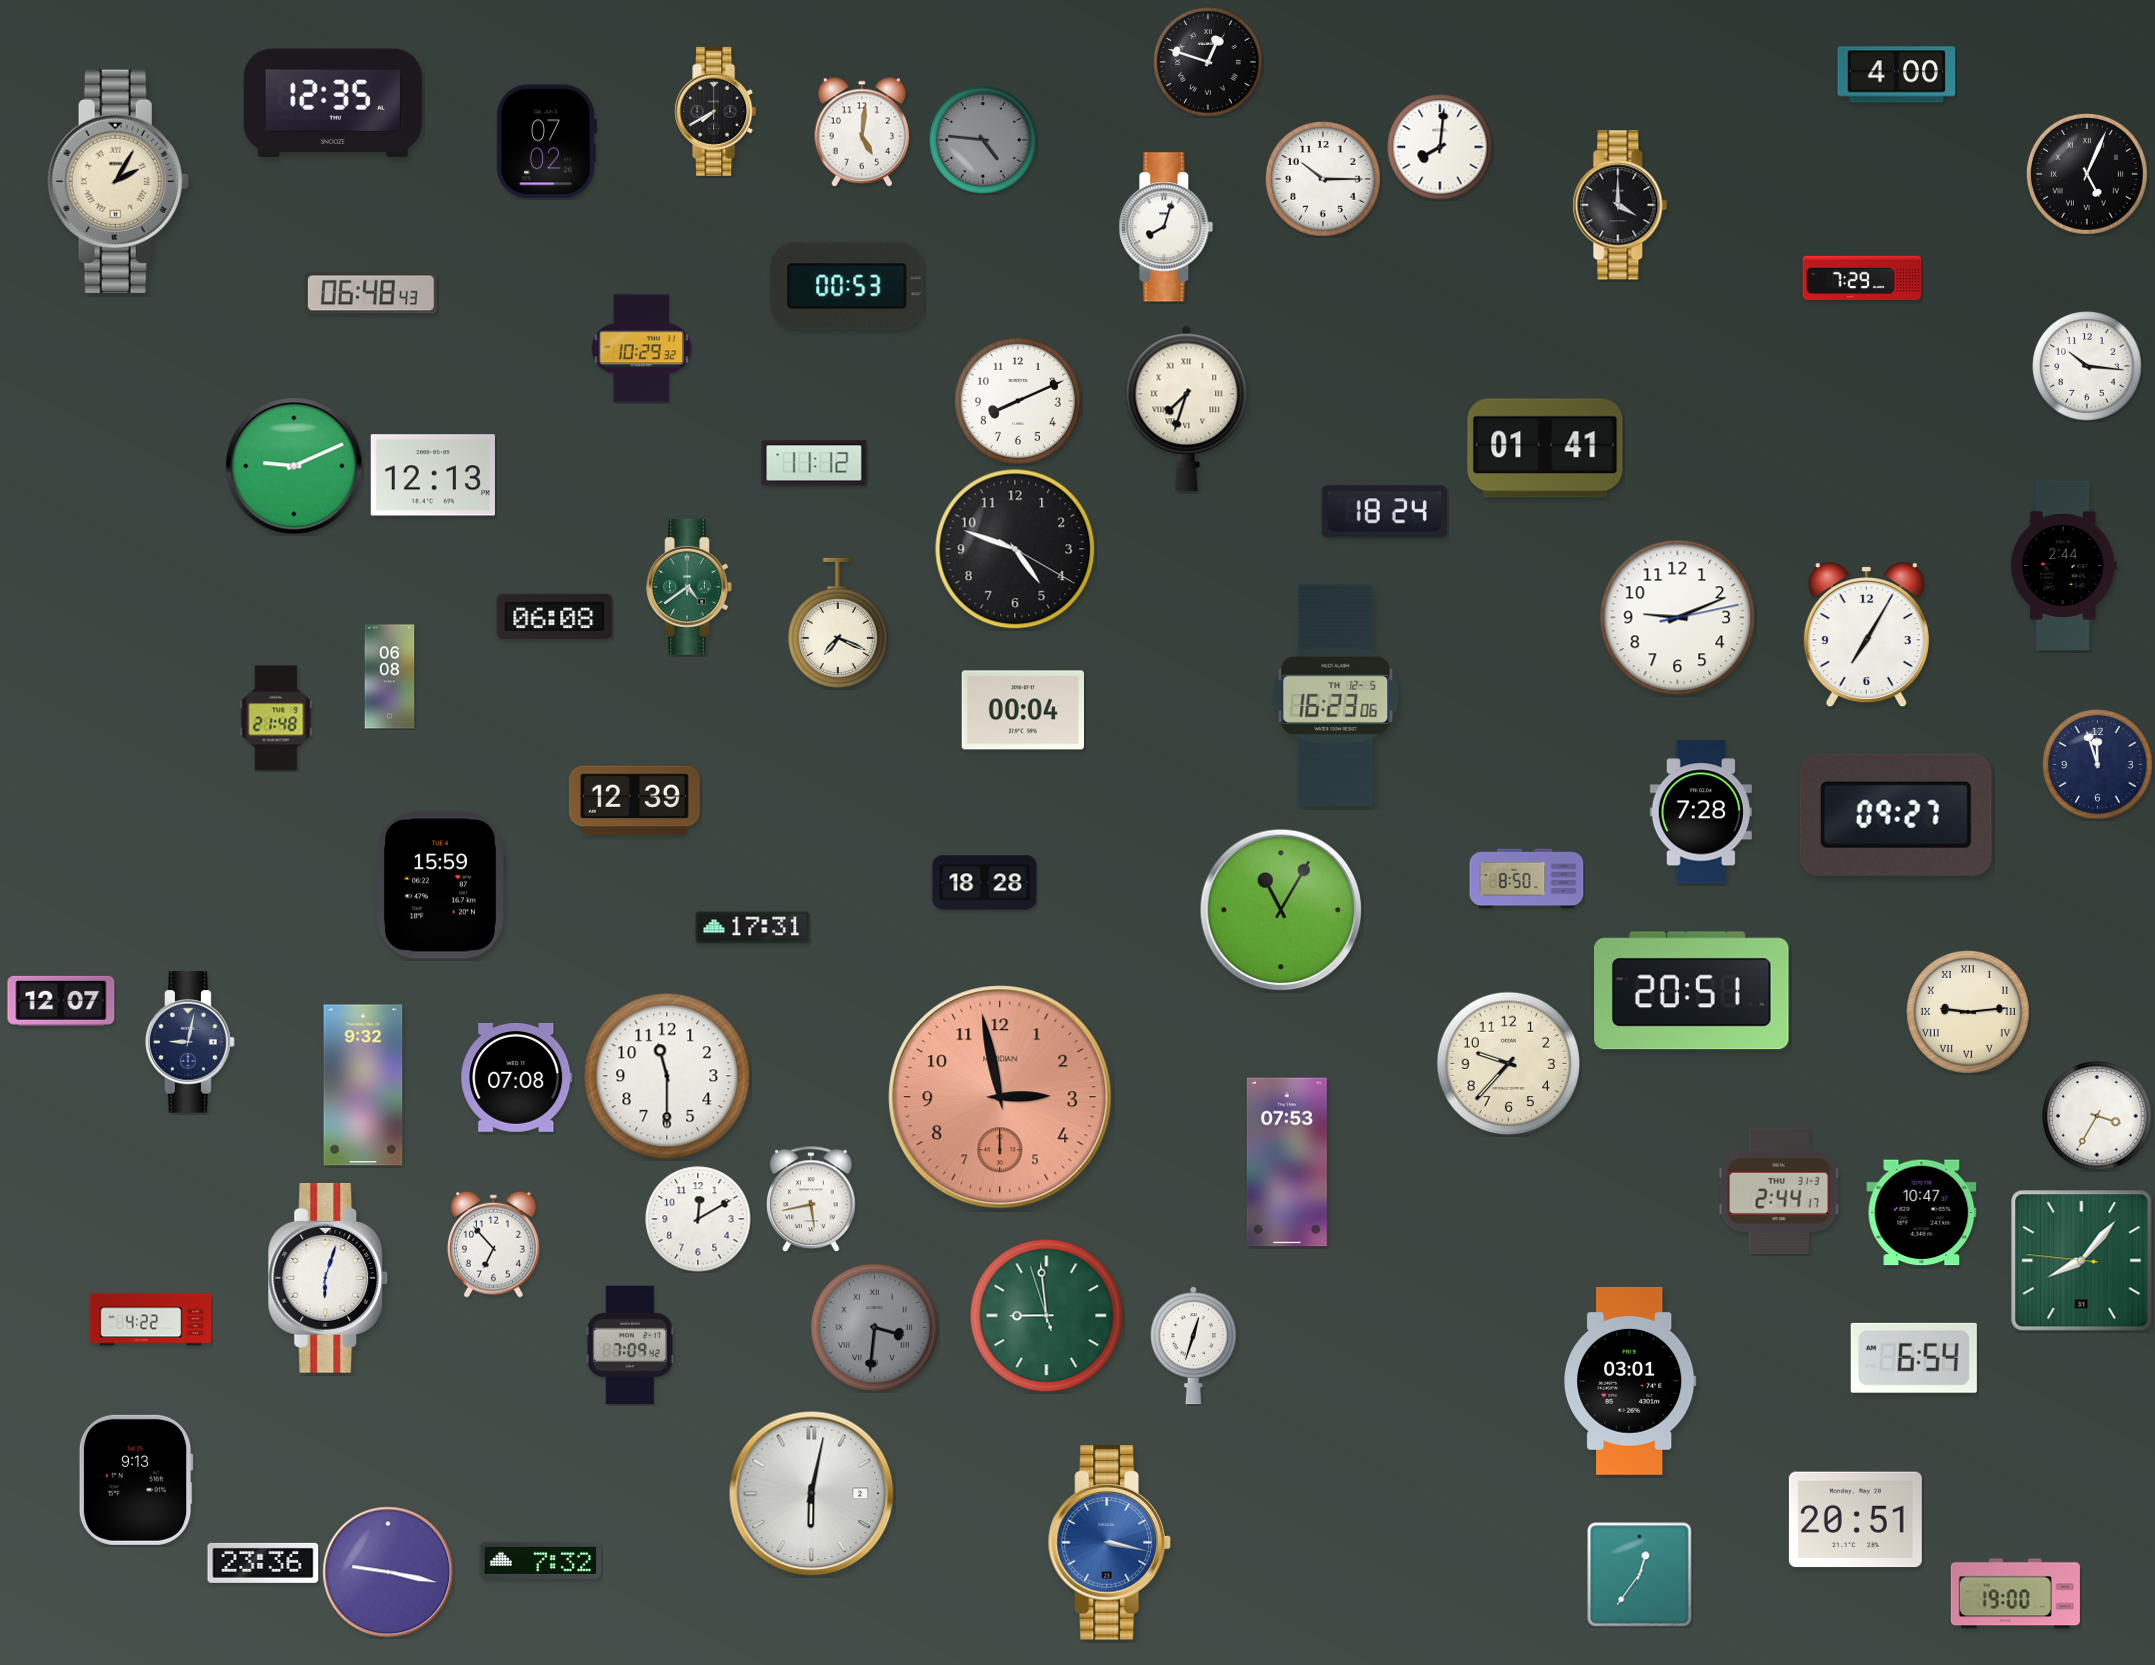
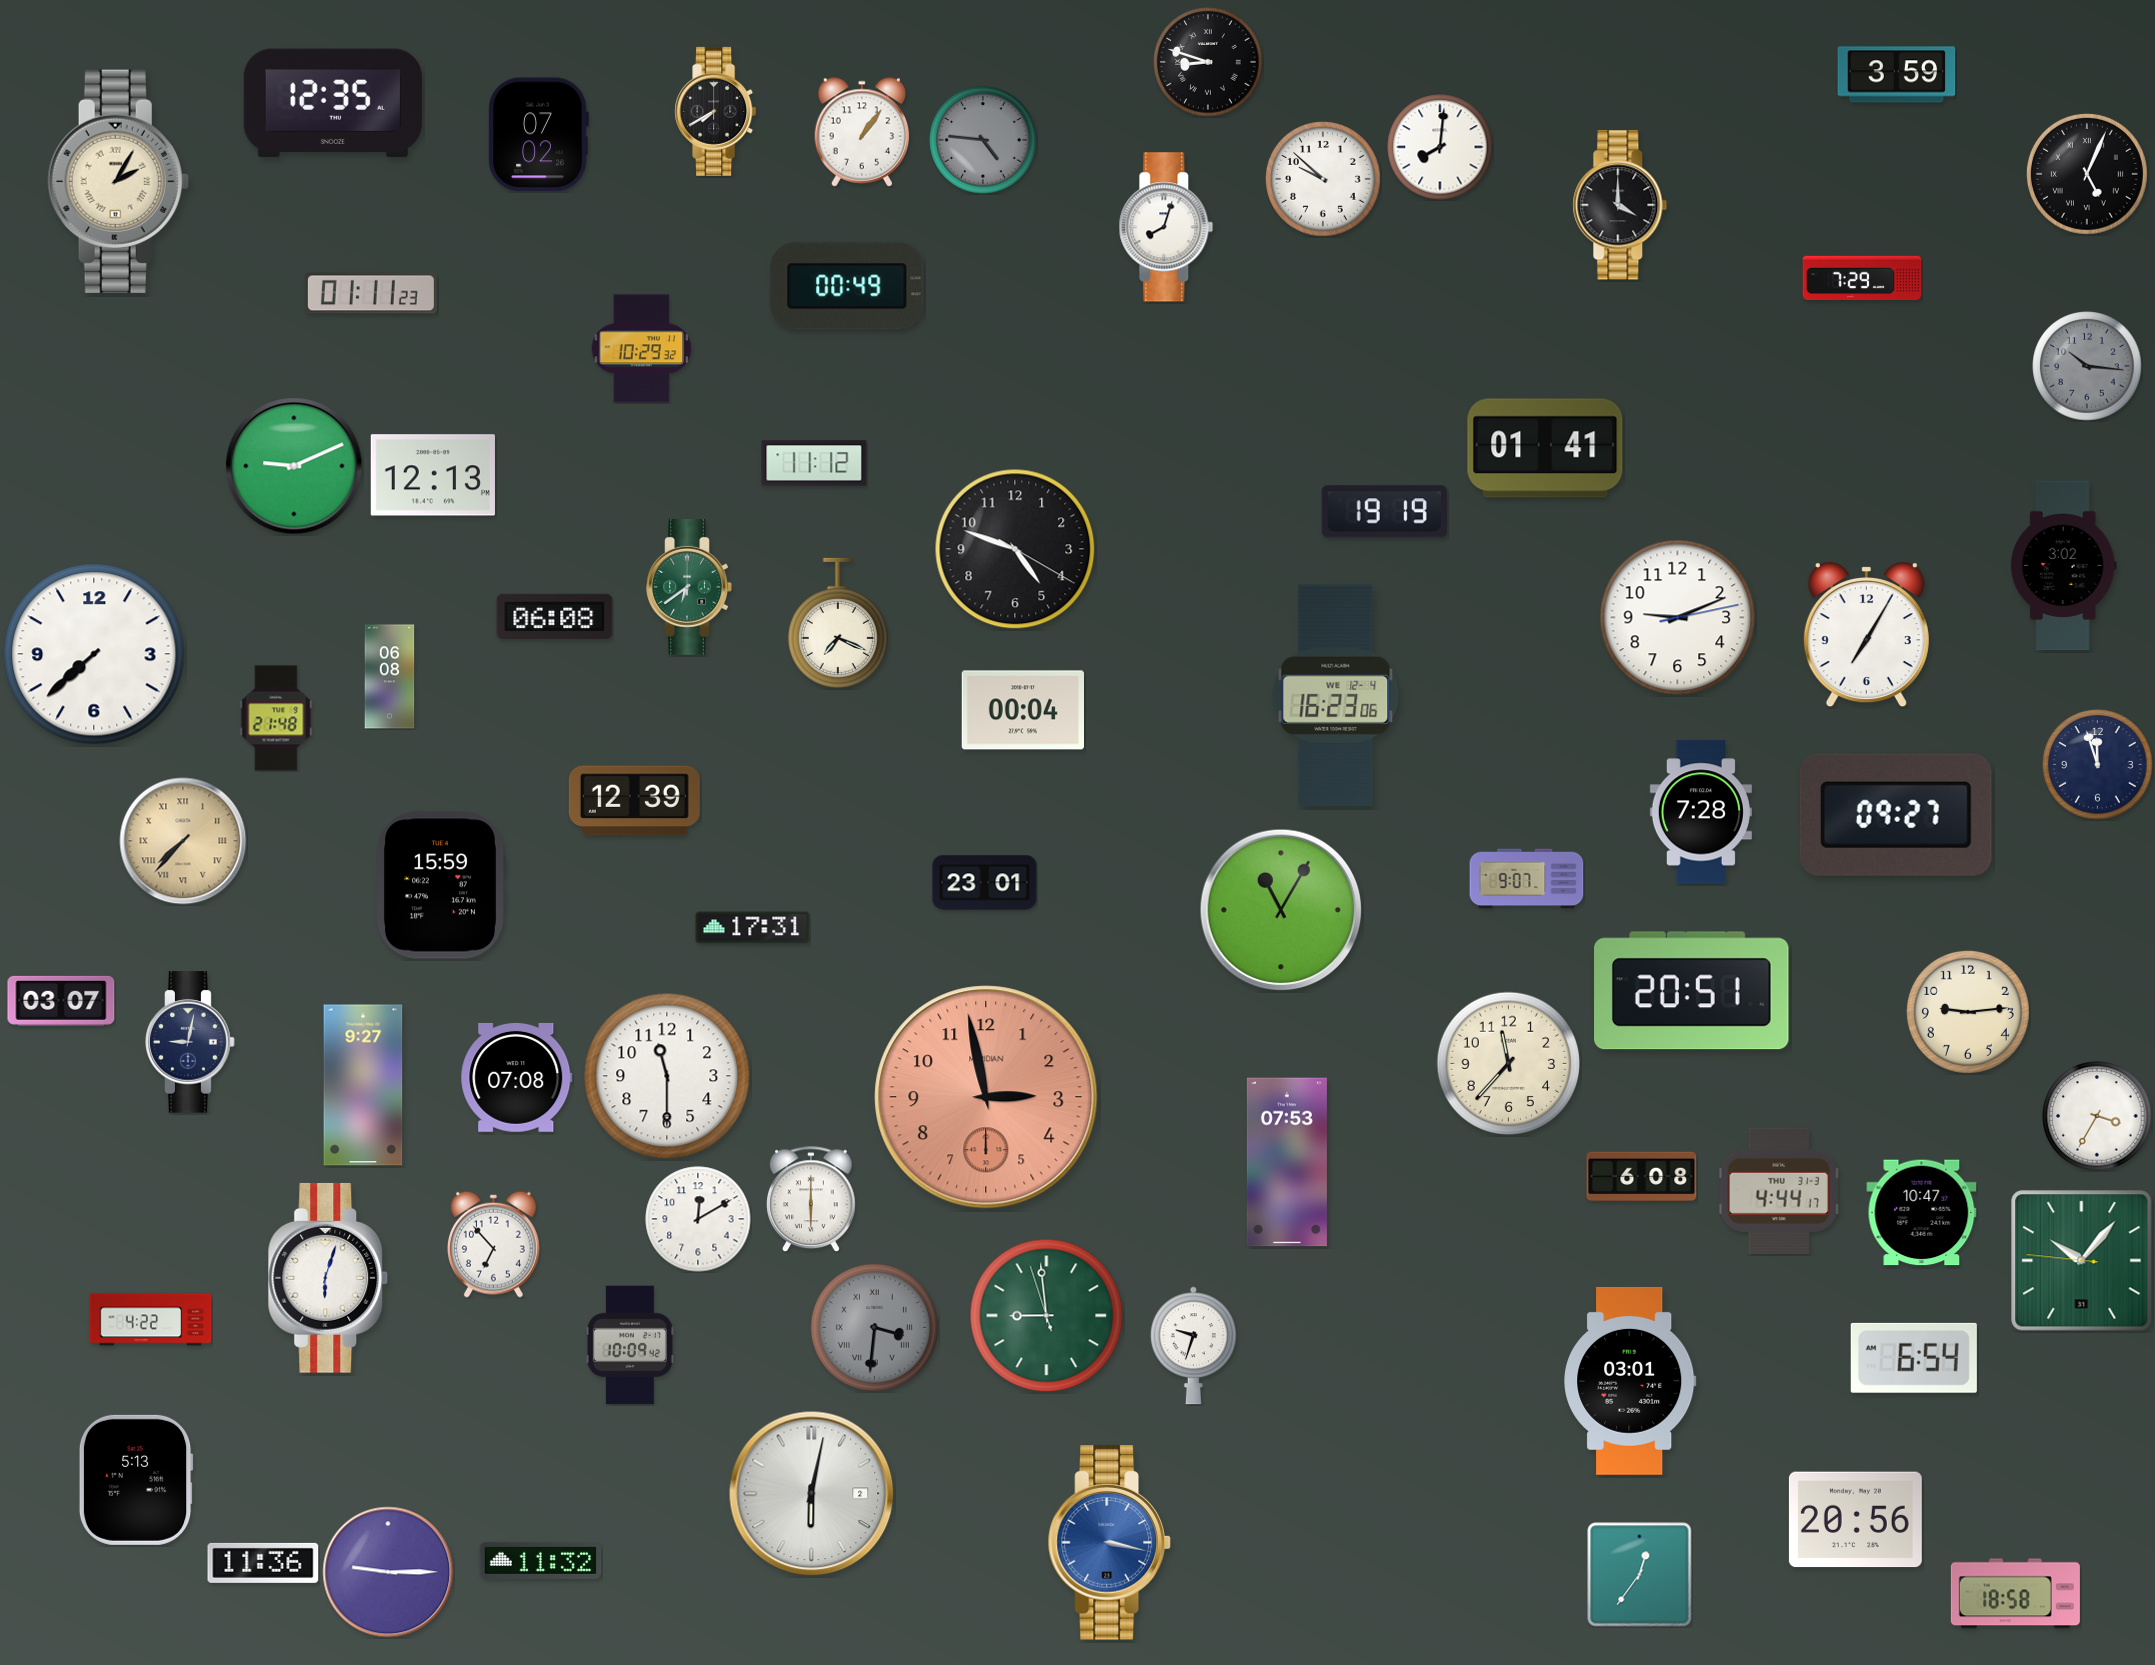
clock at (1208, 62): 12:48 -> 8:48
clock at (1897, 75): 4:00 -> 3:59
clock at (862, 132): 5:01 -> 1:06
clock at (546, 142) position: (546, 142) -> (538, 135)
clock at (1323, 179): 10:15 -> 9:52
clock at (847, 286): 00:53 -> 00:49
clock at (371, 293): 06:48 -> 01:11
clock at (2087, 366) dial: white -> grey
clock at (1018, 401): 8:11 -> none
clock at (1187, 408): 7:33 -> none
clock at (1384, 512): 18:24 -> 19:19
clock at (2063, 566): 2:44 -> 3:02
clock at (689, 587): 4:39 -> 6:39
clock at (94, 654): none -> 7:38
clock at (1336, 696) date: TH 12-5 -> WE 12-4
clock at (183, 841): none -> 7:37
clock at (1527, 879): 8:50 -> 9:07
clock at (985, 883): 18:28 -> 23:01
clock at (61, 1001): 12:07 -> 03:07
clock at (1968, 1012) numerals: Roman -> Arabic
clock at (1509, 1064): 9:37 -> 11:37
clock at (363, 1085): 9:32 -> 9:27
clock at (1000, 1097) position: (1000, 1097) -> (986, 1097)
clock at (1642, 1177): none -> 6:08
clock at (1779, 1191): 2:44 -> 4:44
clock at (811, 1199): 5:43 -> 6:00
clock at (2082, 1261): 8:06 -> 10:06
clock at (630, 1345): 7:09 -> 10:09
clock at (1193, 1346): 12:33 -> 9:33
clock at (136, 1480): 9:13 -> 5:13
clock at (1855, 1520): 20:51 -> 20:56
clock at (541, 1560): 7:32 -> 11:32
clock at (263, 1563): 23:36 -> 11:36
clock at (388, 1572): 9:17 -> 9:15
clock at (2015, 1594): 19:00 -> 18:58
